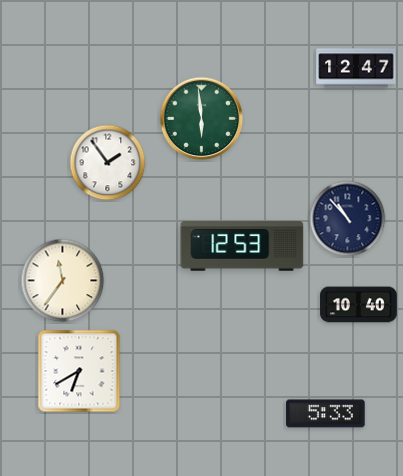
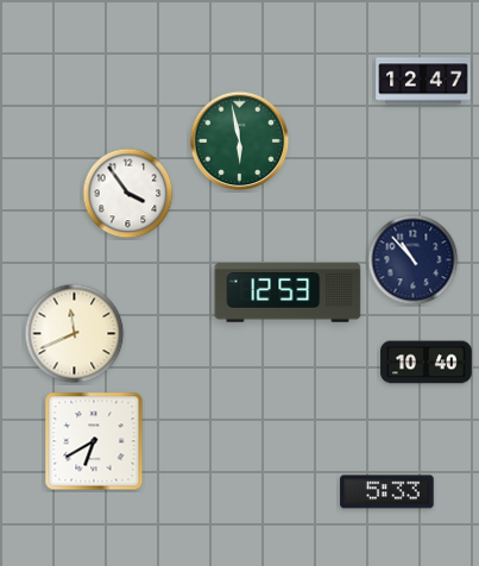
clock at (202, 119): 5:59 -> 5:58
clock at (108, 163): 1:54 -> 3:54
clock at (63, 281): 11:36 -> 11:41
